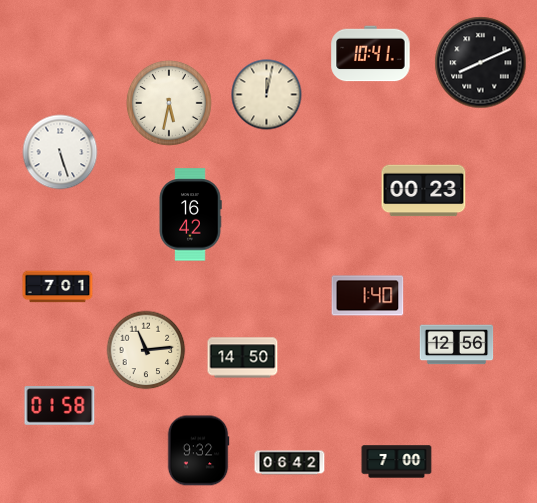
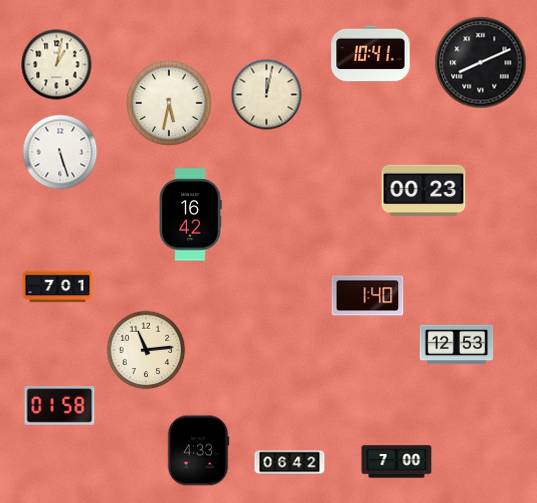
clock at (57, 65): none -> 1:02
clock at (457, 345): 12:56 -> 12:53
clock at (243, 358): 14:50 -> none
clock at (198, 451): 9:32 -> 4:33
